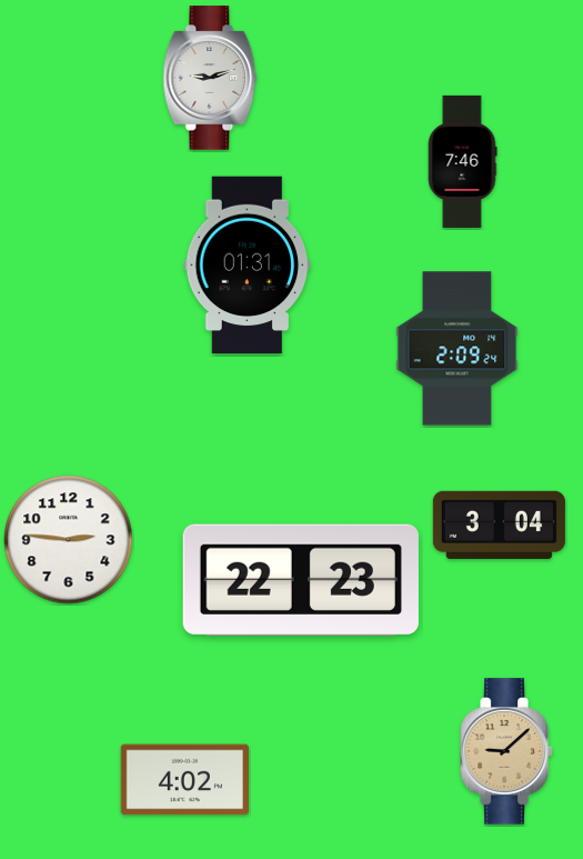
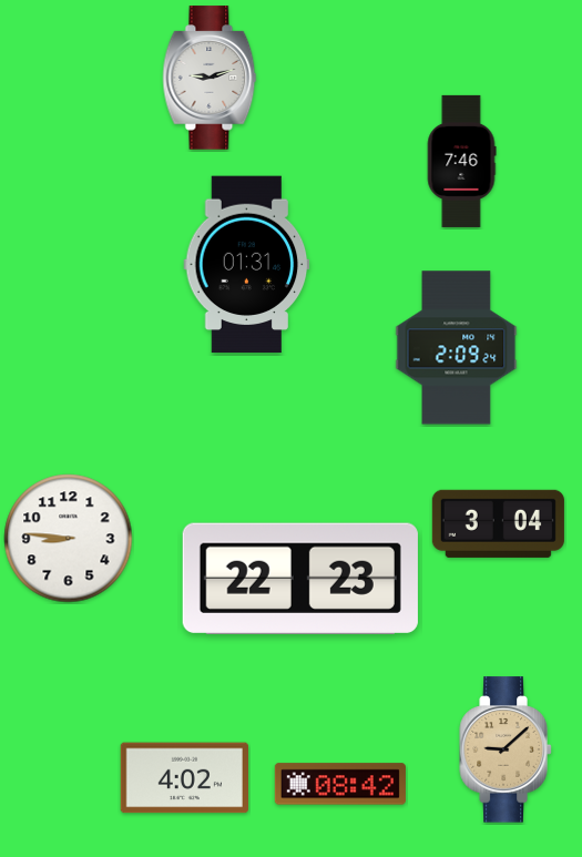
clock at (69, 540): 2:46 -> 8:46
clock at (340, 784): none -> 08:42
